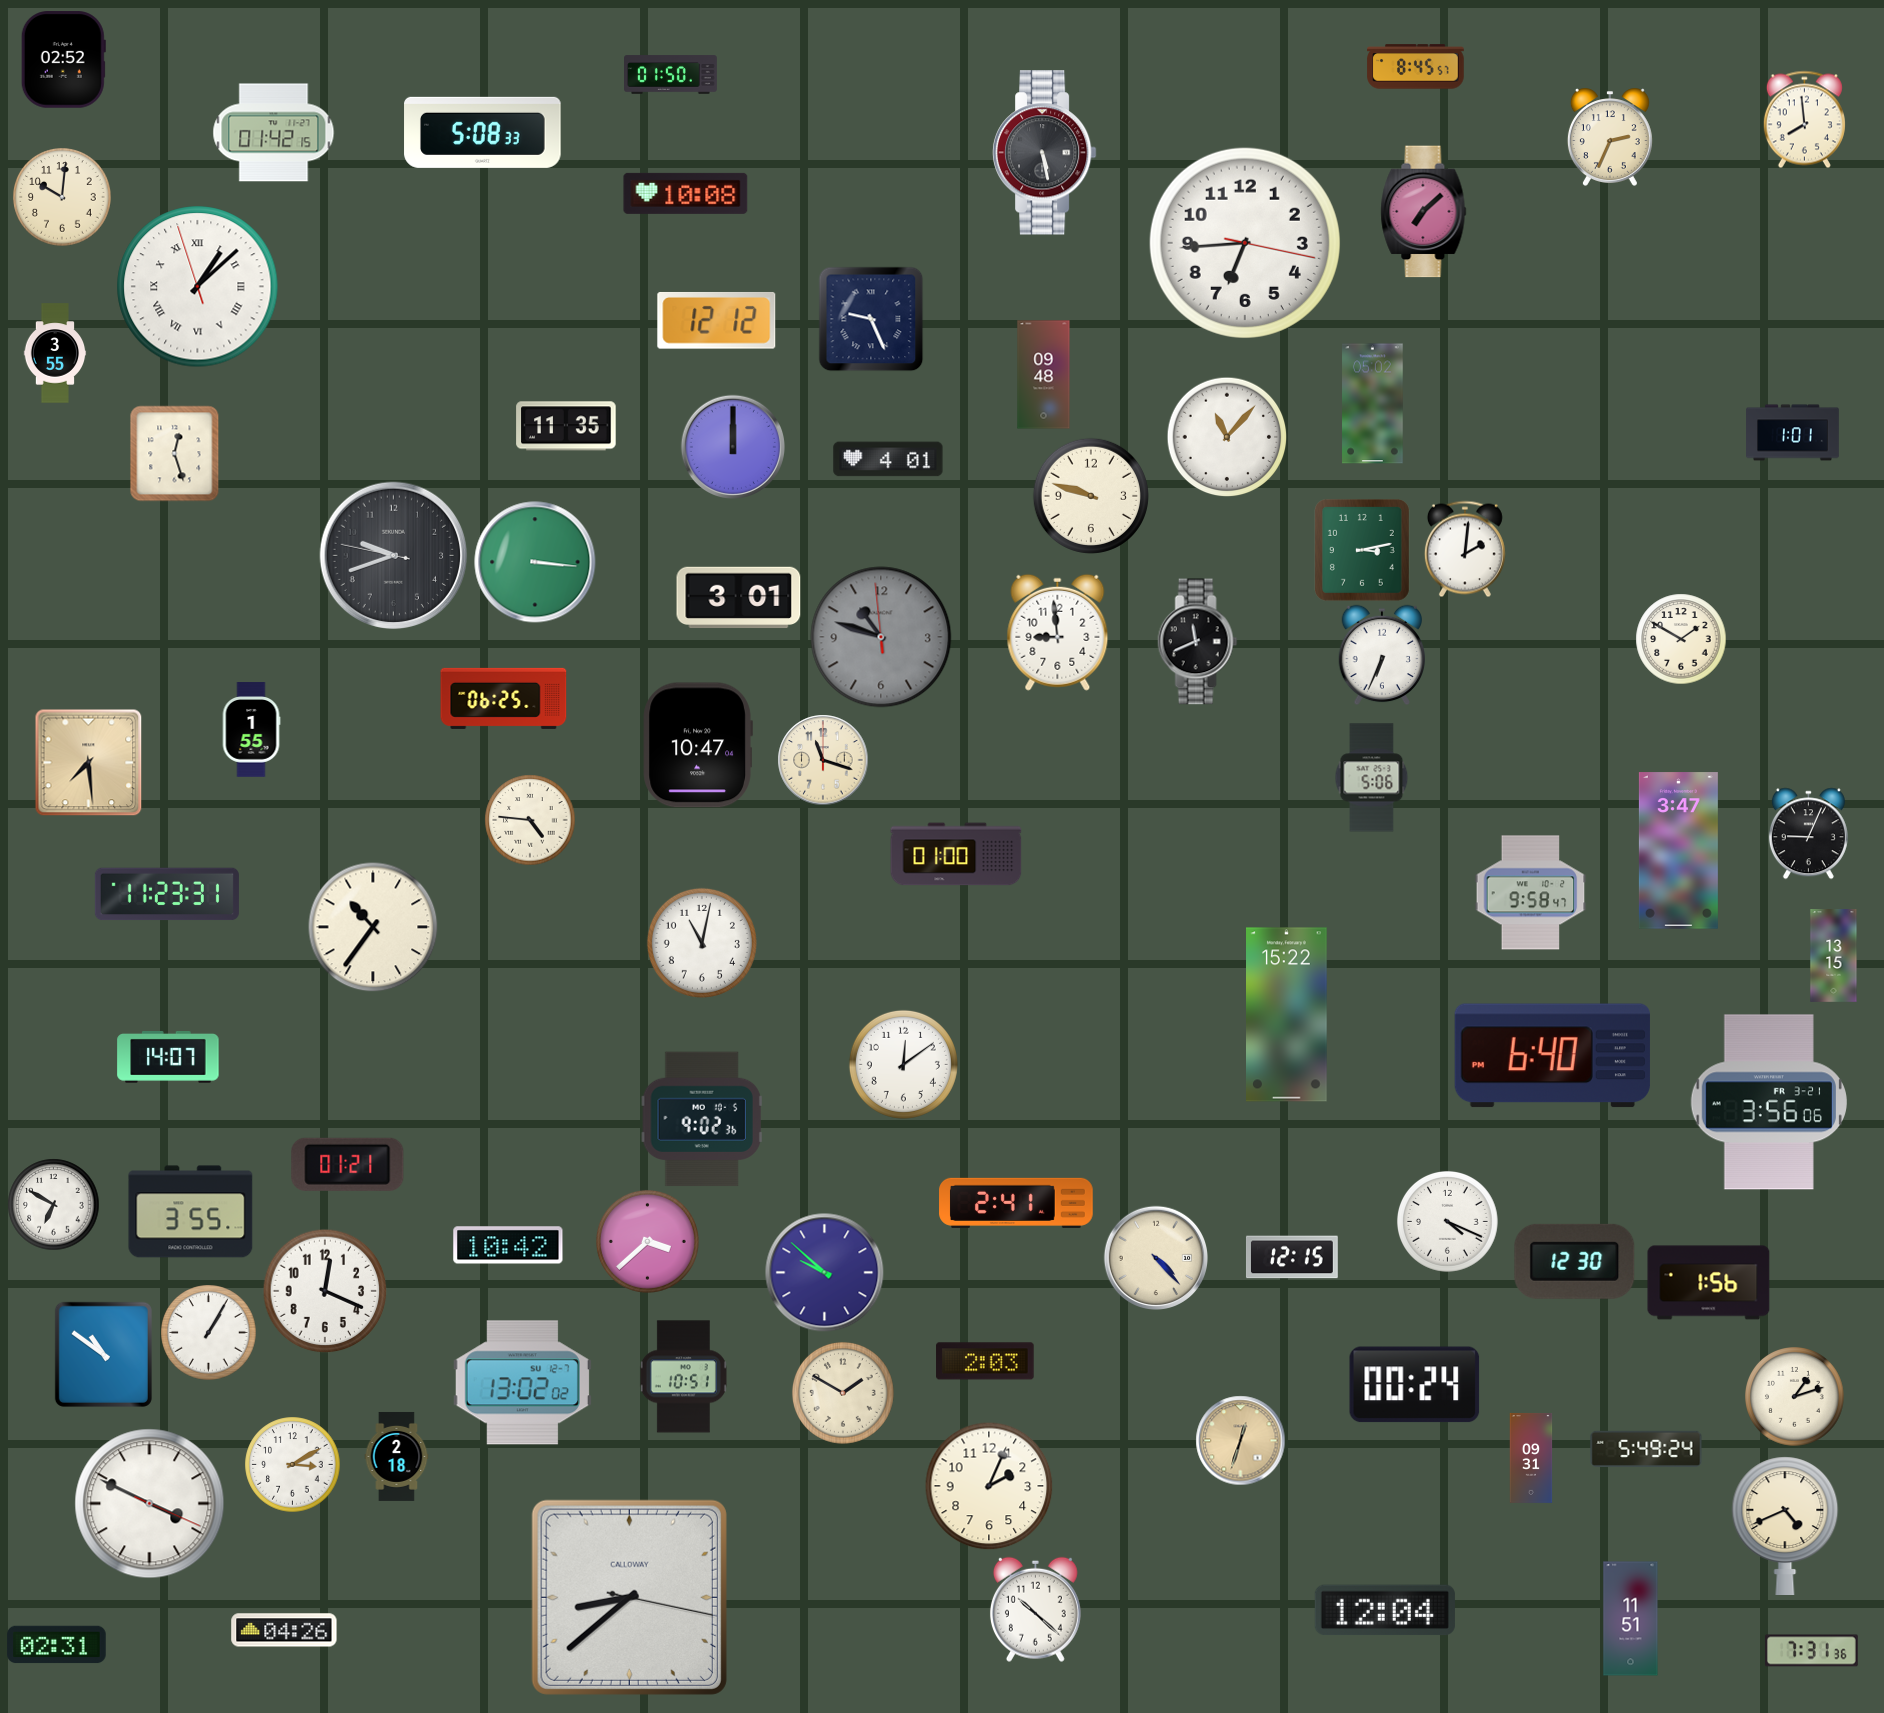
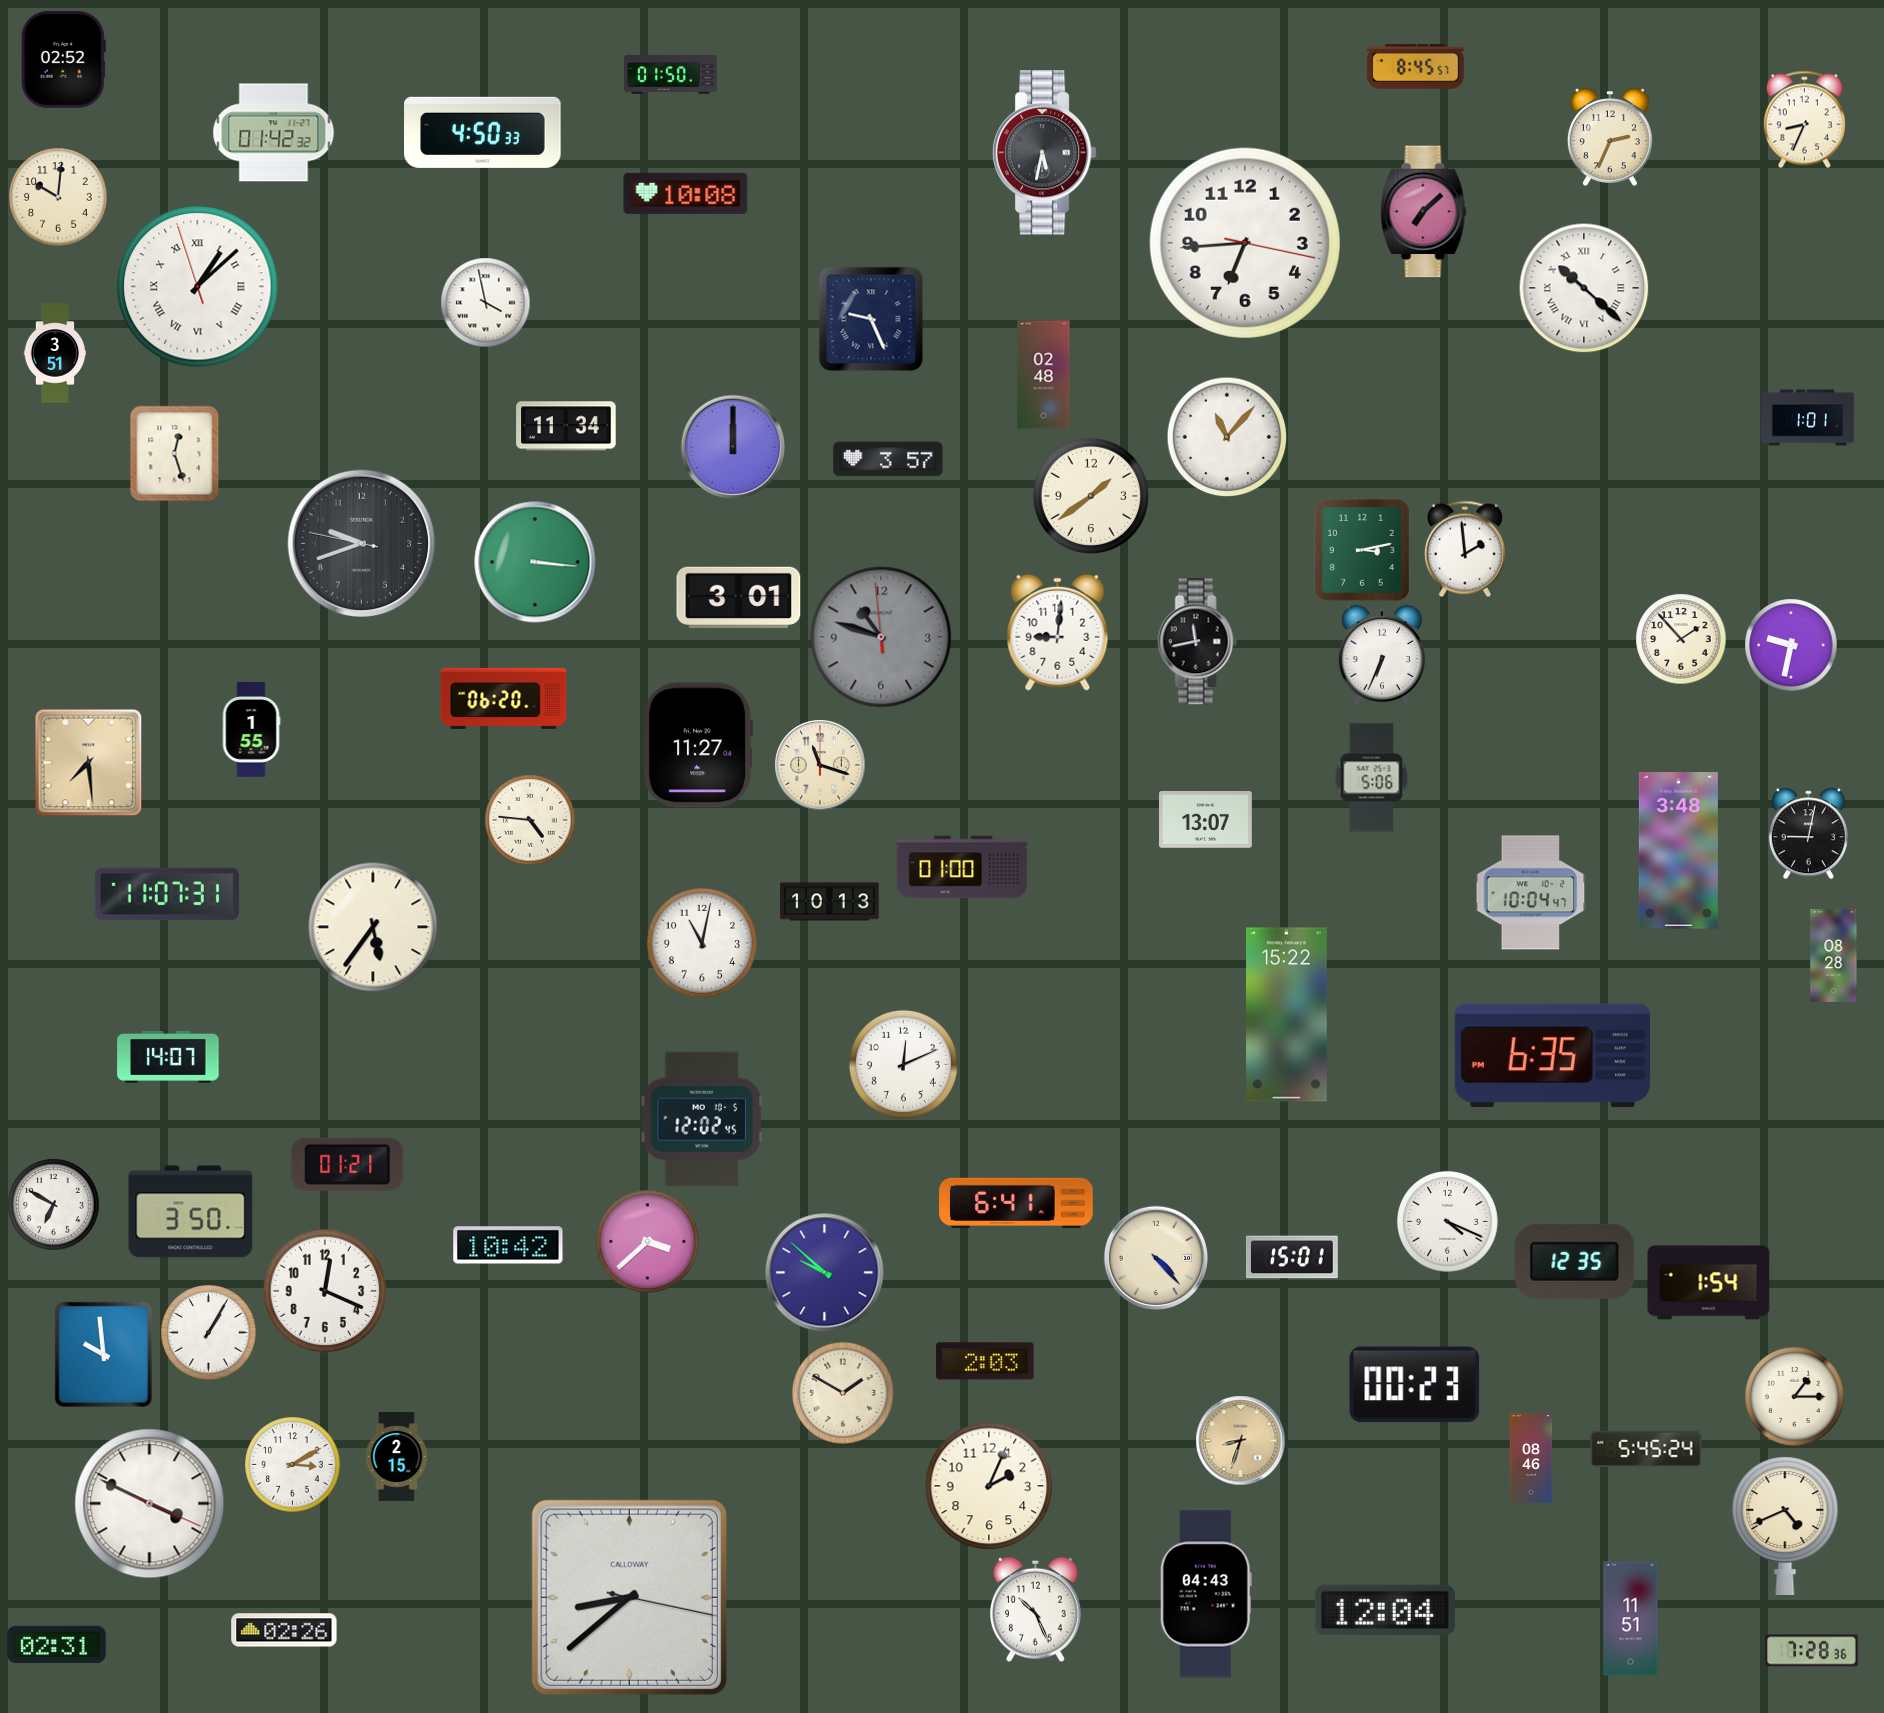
clock at (1804, 119): 7:59 -> 8:34
clock at (483, 132): 5:08 -> 4:50
clock at (274, 133): 01:42:15 -> 01:42:32
clock at (1044, 153): 5:28 -> 5:32
clock at (62, 197) position: (62, 197) -> (58, 197)
clock at (1584, 288): none -> 10:22
clock at (485, 302): none -> 3:58
clock at (717, 320): 12:12 -> none
clock at (55, 353): 3:55 -> 3:51
clock at (1044, 375): 09:48 -> 02:48
clock at (1373, 404): 05:02 -> none
clock at (566, 426): 11:35 -> 11:34
clock at (1793, 433) position: (1793, 433) -> (1808, 418)
clock at (888, 459): 4:01 -> 3:57
clock at (1090, 495): 9:48 -> 1:39
clock at (1465, 549): 2:01 -> 1:59
clock at (394, 556) position: (394, 556) -> (362, 544)
clock at (1058, 632): 8:59 -> 9:01
clock at (1681, 639): 1:50 -> 1:53
clock at (1198, 642): 11:41 -> 11:43
clock at (1791, 645): none -> 9:32
clock at (504, 698): 06:25 -> 06:20
clock at (698, 745): 10:47 -> 11:27
clock at (823, 760) position: (823, 760) -> (820, 765)
clock at (1206, 820): none -> 13:07
clock at (1808, 833): 9:04 -> 9:02
clock at (1678, 851): 3:47 -> 3:48
clock at (956, 854) position: (956, 854) -> (962, 867)
clock at (1531, 893): 9:58 -> 10:04
clock at (167, 894): 11:23 -> 11:07
clock at (830, 902): none -> 10:13
clock at (373, 927): 10:36 -> 5:36
clock at (1834, 956): 13:15 -> 08:28
clock at (1552, 1056): 6:40 -> 6:35
clock at (903, 1064): 12:09 -> 12:11
clock at (1769, 1102): 3:56 -> none
clock at (702, 1119): 9:02 -> 12:02
clock at (1016, 1203): 2:41 -> 6:41
clock at (191, 1212): 3:55 -> 3:50
clock at (1292, 1257): 12:15 -> 15:01
clock at (1575, 1261): 12:30 -> 12:35
clock at (1709, 1283): 1:56 -> 1:54
clock at (103, 1354): 10:51 -> 9:59
clock at (683, 1377): 10:51 -> none
clock at (522, 1383): 13:02 -> none
clock at (1415, 1385): 00:24 -> 00:23
clock at (1795, 1397): 1:12 -> 1:15
clock at (1240, 1440): 12:33 -> 8:33
clock at (1646, 1449): 5:49 -> 5:45
clock at (397, 1456): 2:18 -> 2:15
clock at (1531, 1458): 09:31 -> 08:46
clock at (1206, 1594): none -> 04:43
clock at (1035, 1609): 10:22 -> 10:26
clock at (284, 1630): 04:26 -> 02:26
clock at (1811, 1651): 7:31 -> 7:28
